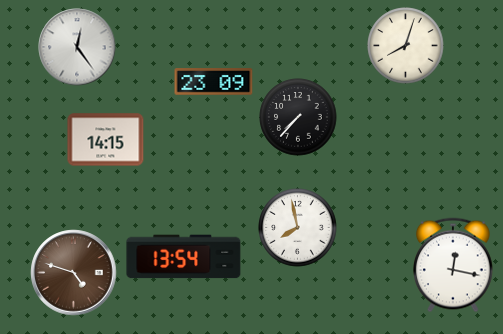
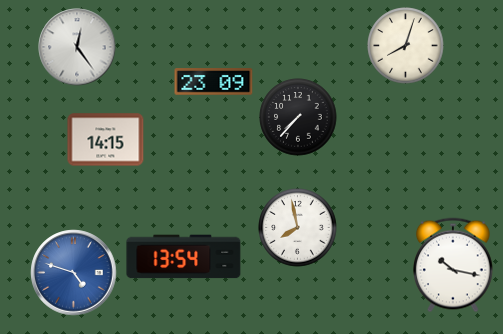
clock at (454, 265): 12:17 -> 10:17
clock at (74, 273) dial: brown -> blue
